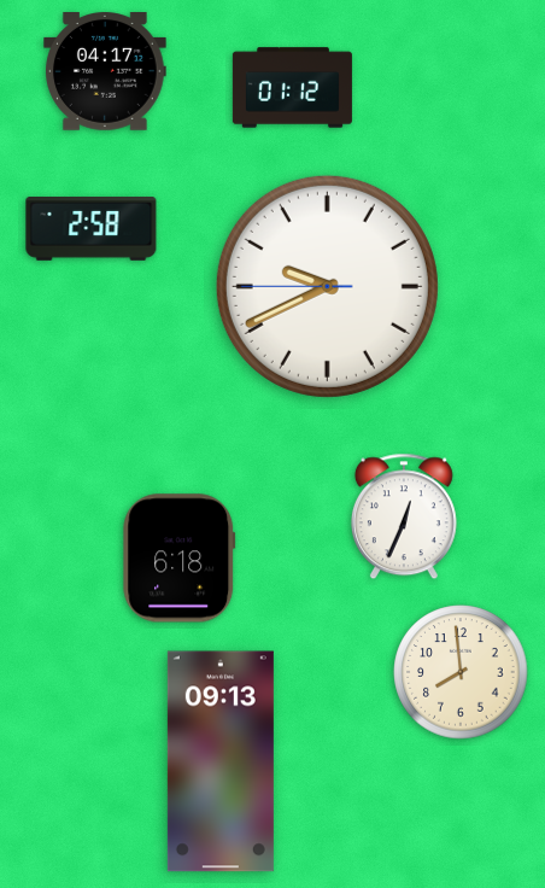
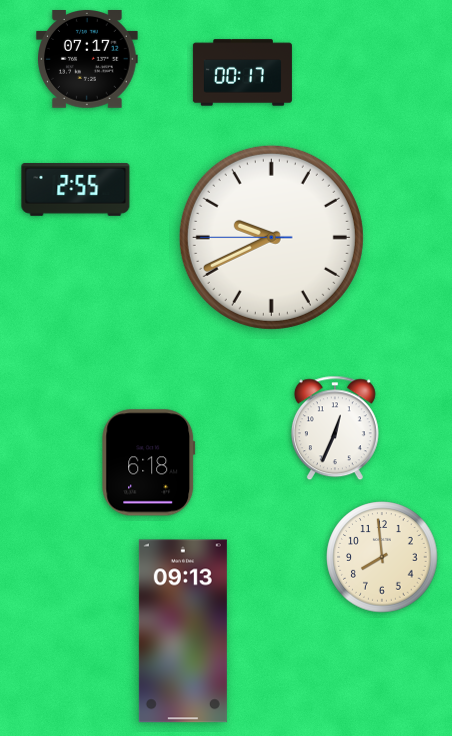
clock at (105, 72): 04:17 -> 07:17
clock at (292, 88): 01:12 -> 00:17
clock at (92, 229): 2:58 -> 2:55
